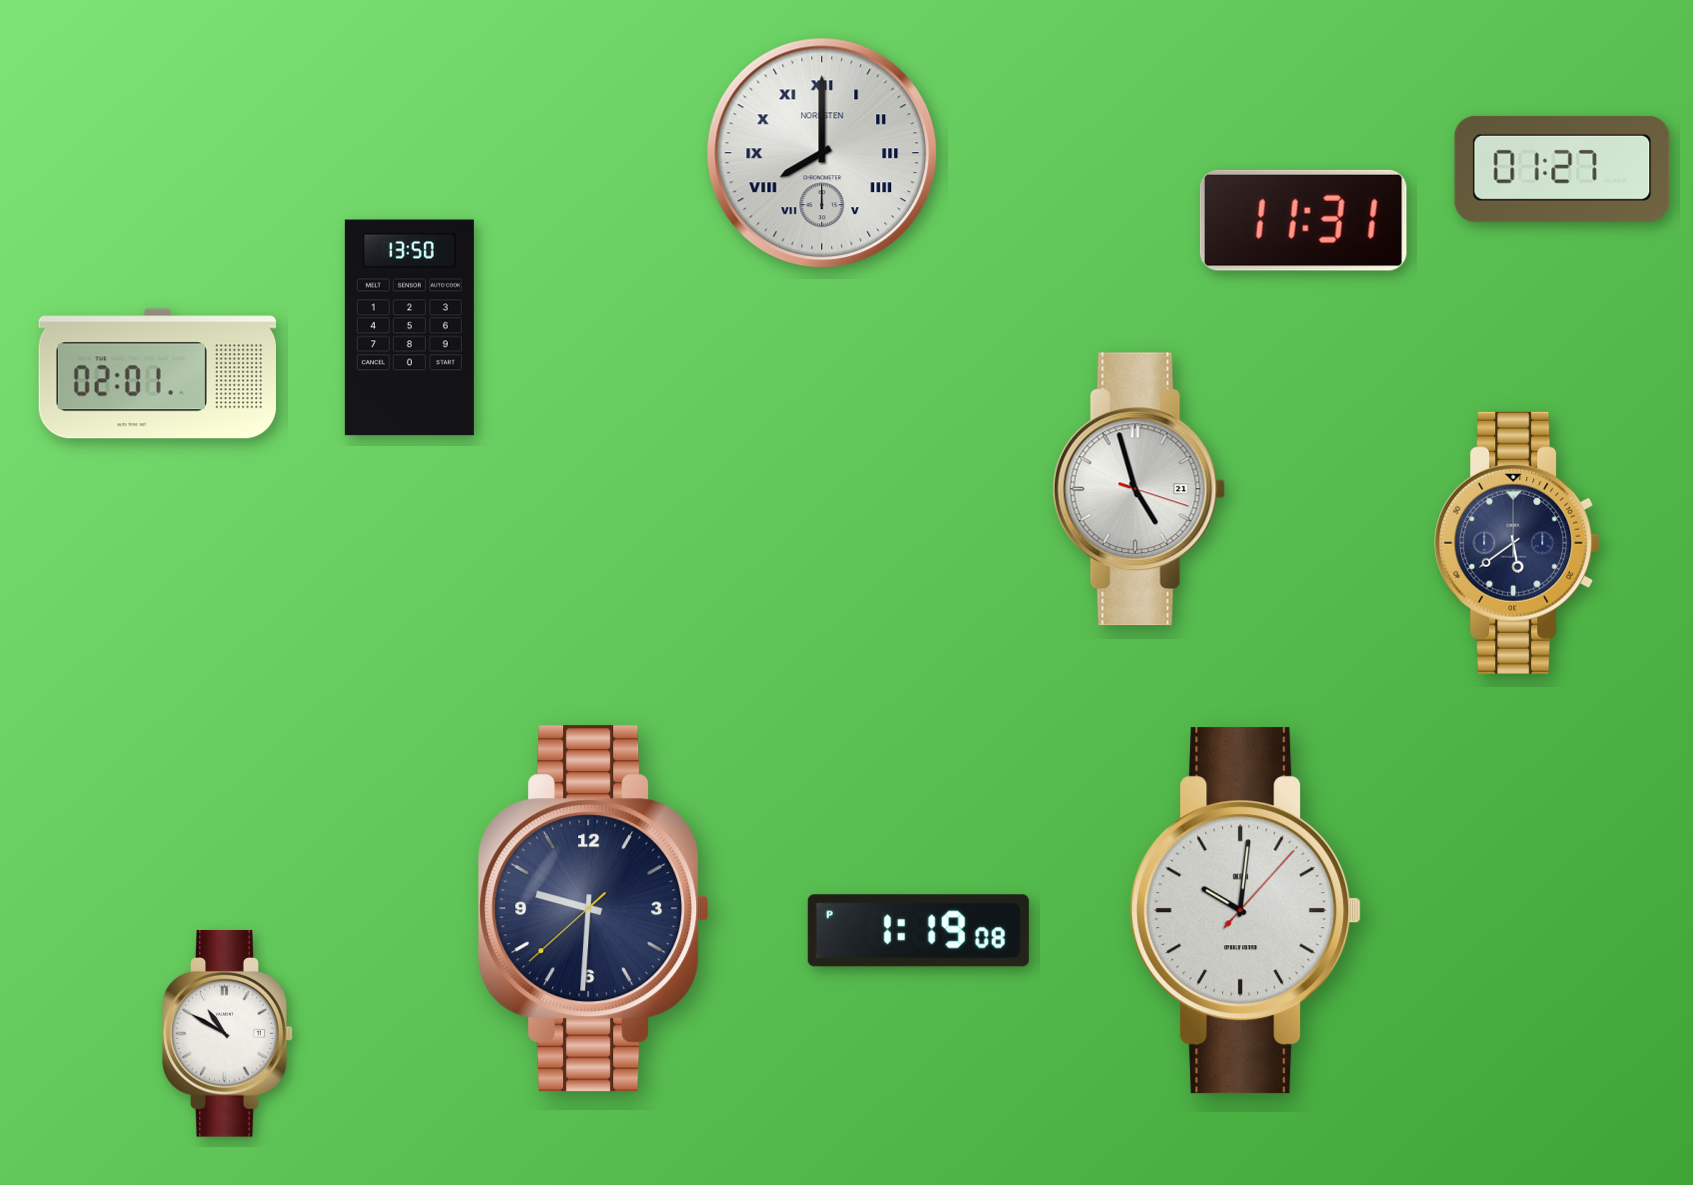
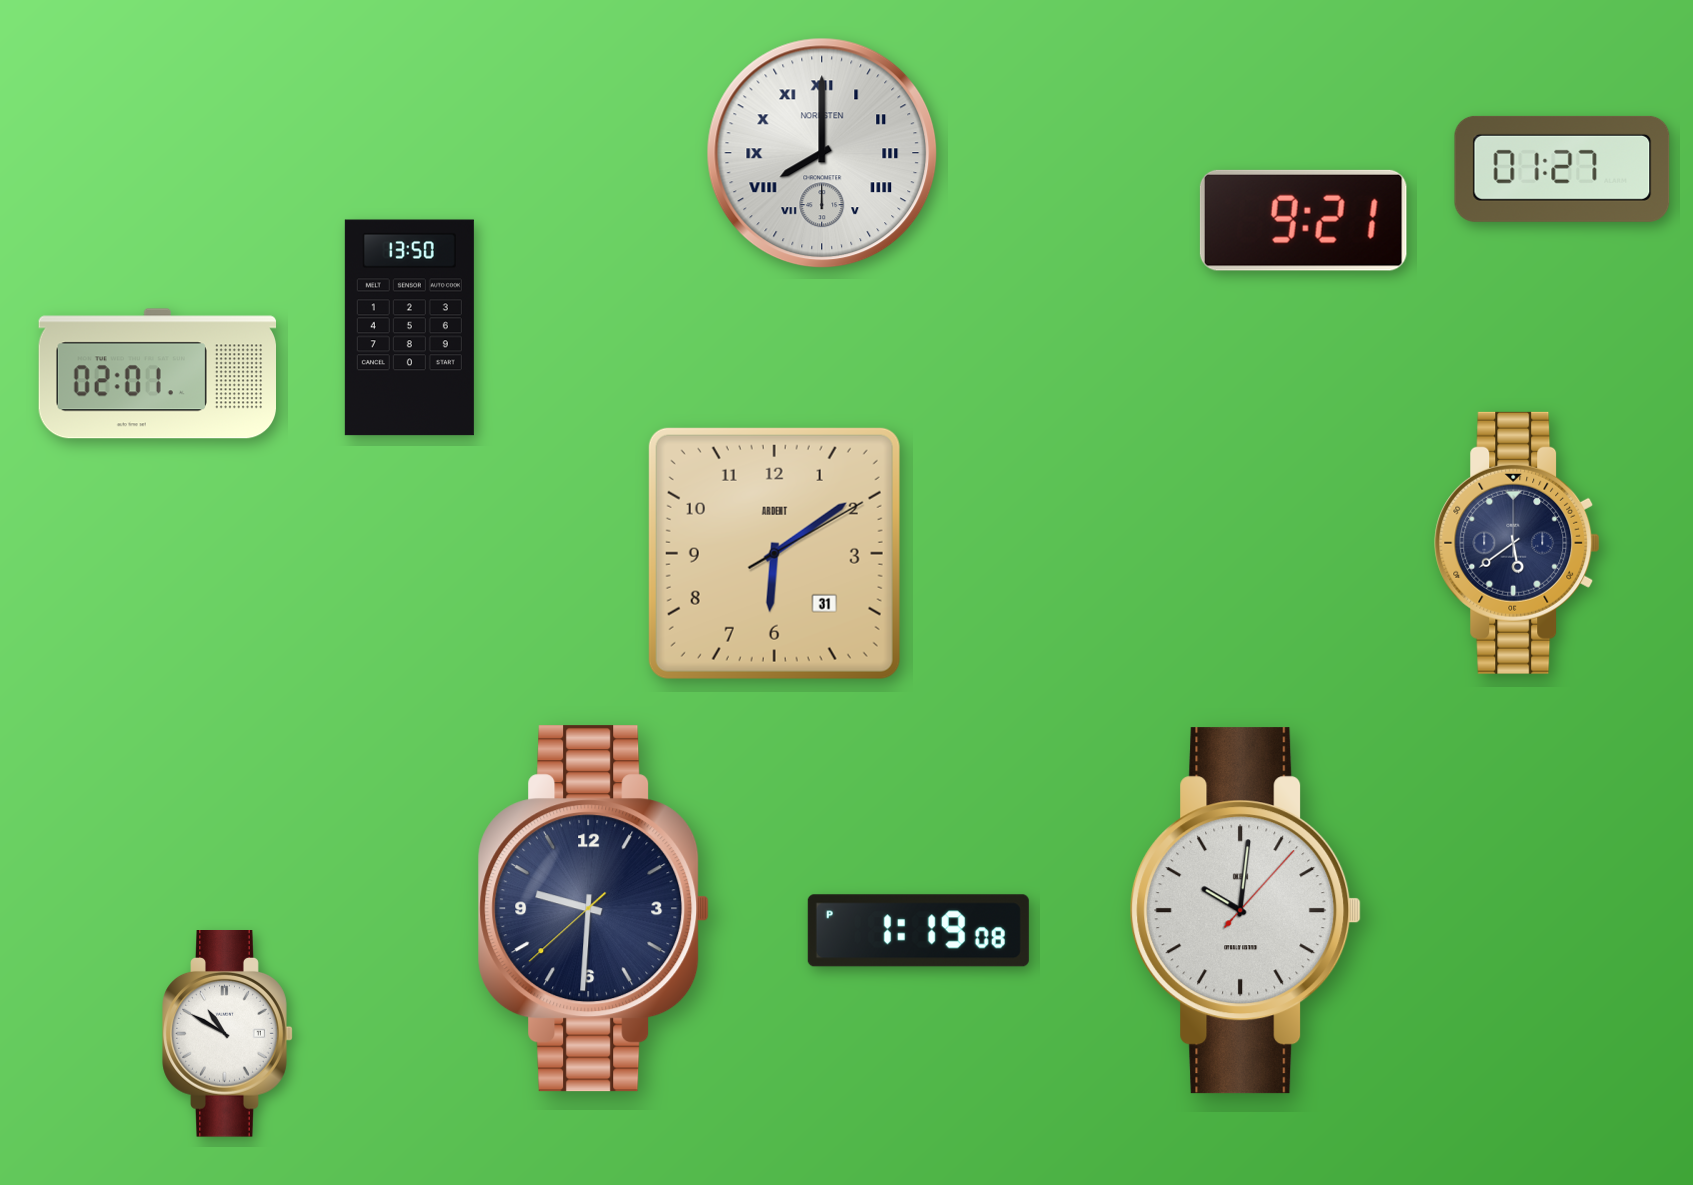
clock at (1303, 220): 11:31 -> 9:21
clock at (1139, 489): 4:57 -> none
clock at (774, 553): none -> 6:09
